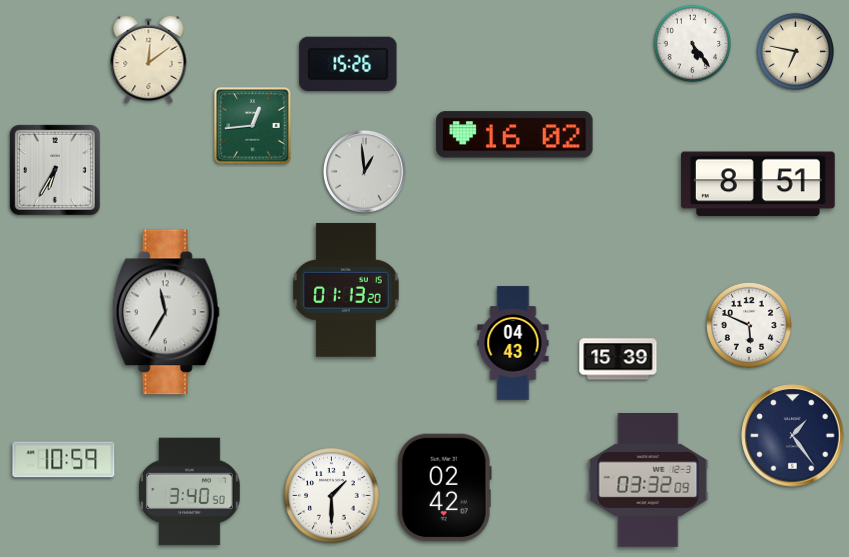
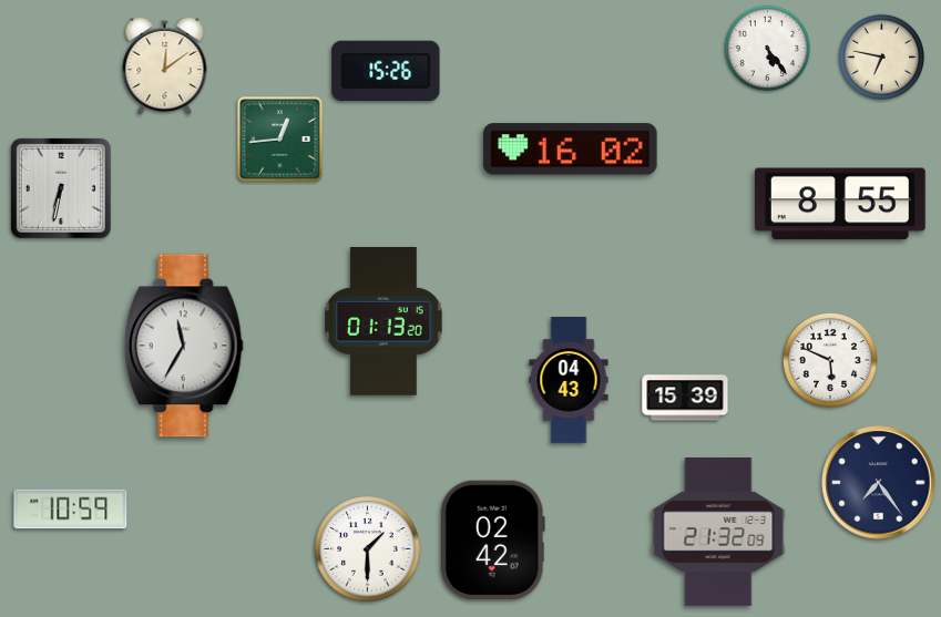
clock at (55, 170): 6:35 -> 6:32
clock at (365, 172): 12:59 -> none
clock at (758, 184): 8:51 -> 8:55
clock at (793, 436): 1:24 -> 7:24
clock at (648, 481): 03:32 -> 21:32
clock at (189, 492): 3:40 -> none
